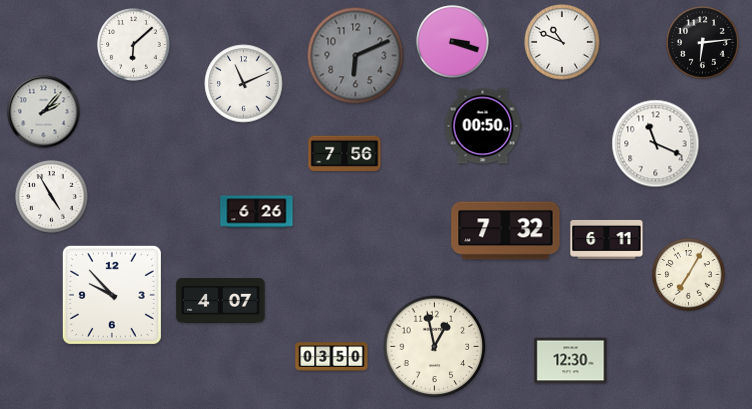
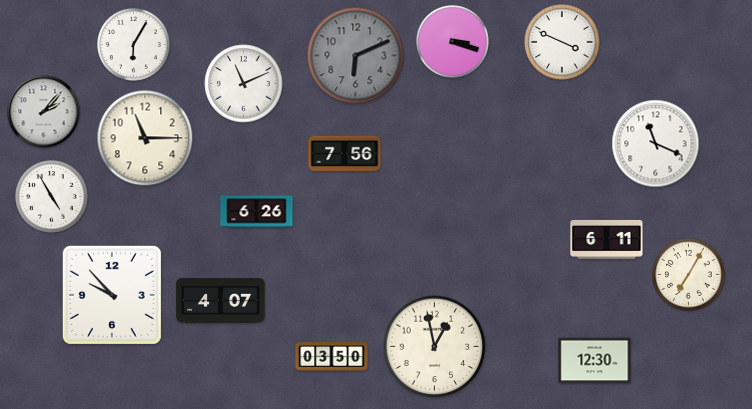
clock at (562, 42): 10:49 -> 3:49
clock at (703, 43): 6:14 -> none
clock at (134, 45): 6:08 -> 6:05
clock at (483, 126): 00:50 -> none
clock at (145, 138): none -> 11:15
clock at (506, 231): 7:32 -> none
clock at (571, 361) position: (571, 361) -> (595, 361)
